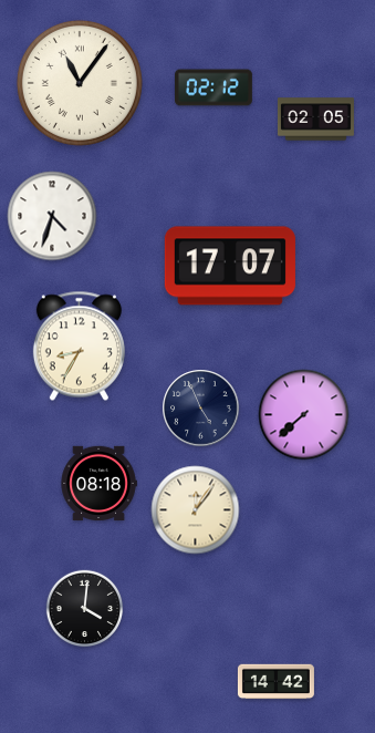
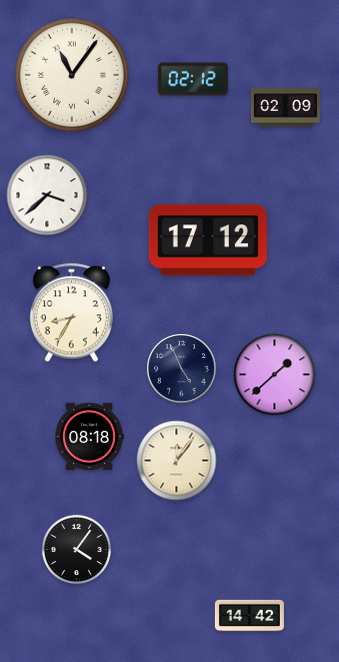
clock at (315, 120): 02:05 -> 02:09
clock at (52, 216): 4:33 -> 3:38
clock at (230, 266): 17:07 -> 17:12
clock at (304, 415): 7:38 -> 1:38
clock at (85, 609): 4:01 -> 4:06
